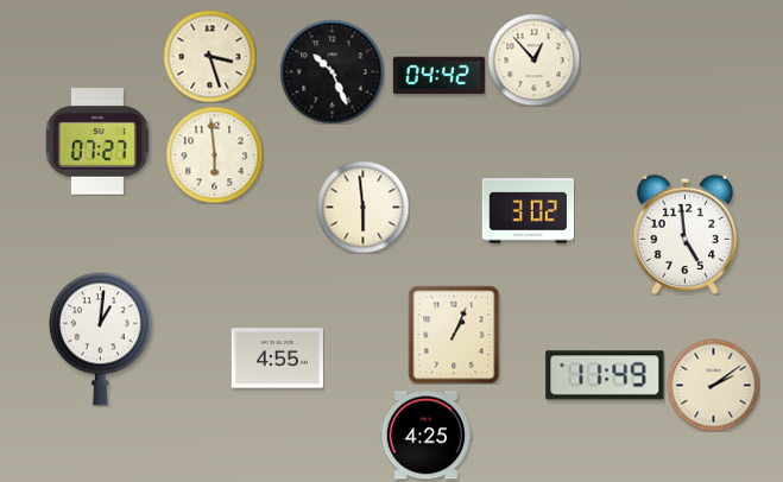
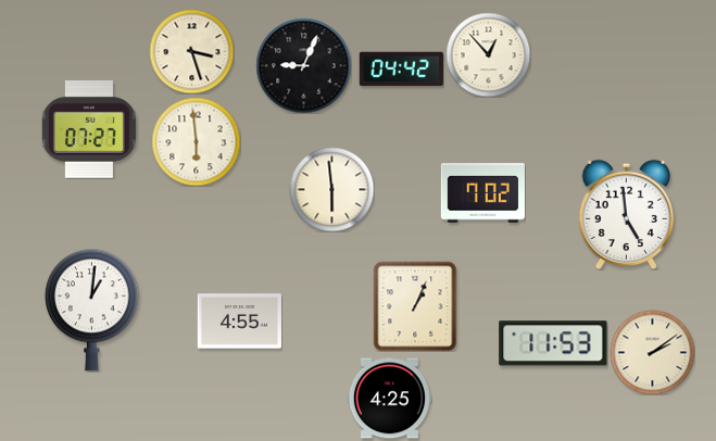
clock at (331, 71): 10:26 -> 9:04
clock at (528, 211): 3:02 -> 7:02
clock at (277, 359) position: (277, 359) -> (239, 322)
clock at (605, 375): 11:49 -> 11:53
